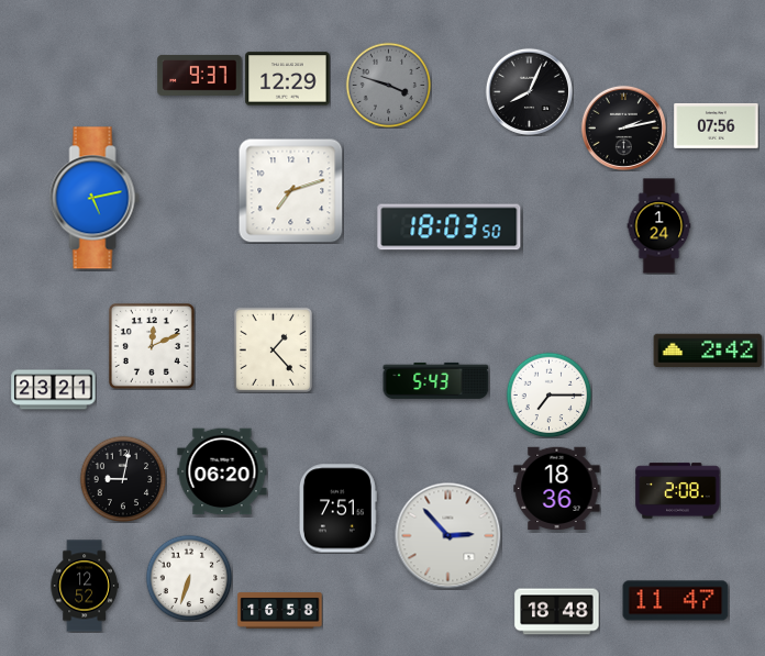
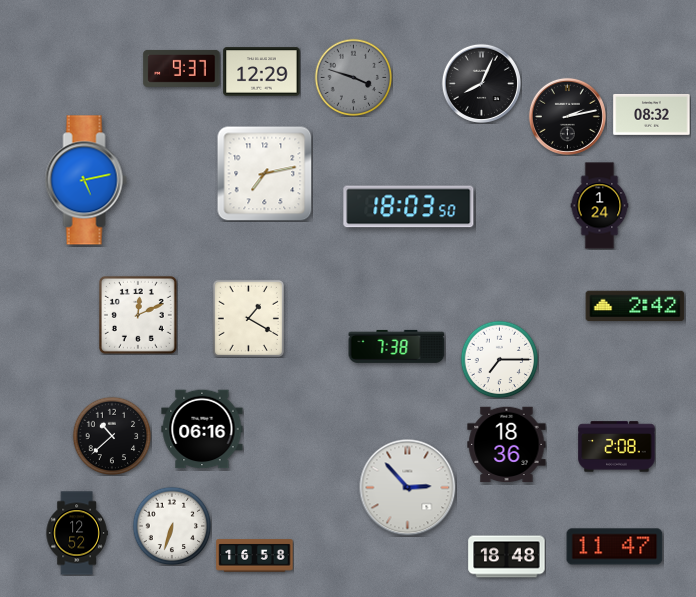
clock at (717, 125): 07:56 -> 08:32
clock at (291, 191): 7:12 -> 7:13
clock at (273, 349): 1:23 -> 1:20
clock at (708, 351) position: (708, 351) -> (635, 306)
clock at (436, 380): 5:43 -> 7:38
clock at (54, 390): 23:21 -> none
clock at (222, 471): 06:20 -> 06:16
clock at (123, 479): 9:02 -> 10:38
clock at (337, 509): 7:51 -> none
